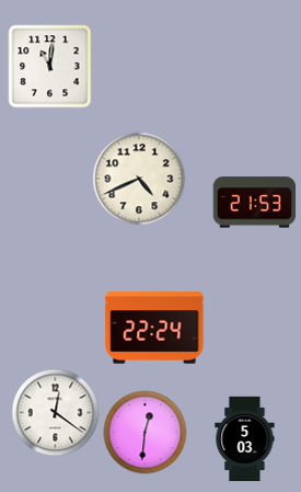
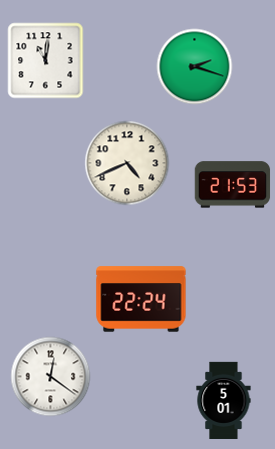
clock at (195, 67): none -> 2:18
clock at (146, 433): 12:31 -> none
clock at (245, 439): 5:03 -> 5:01
